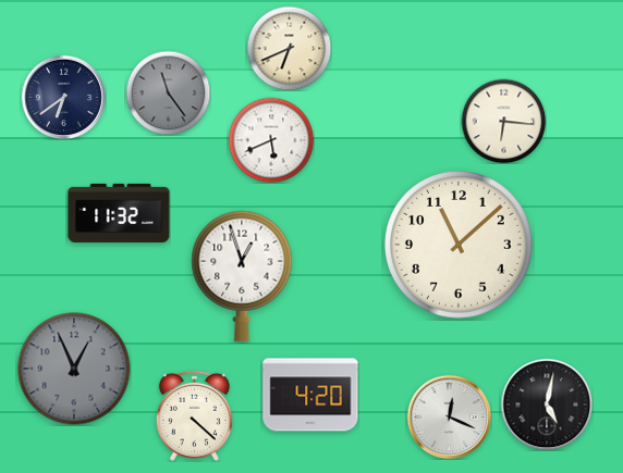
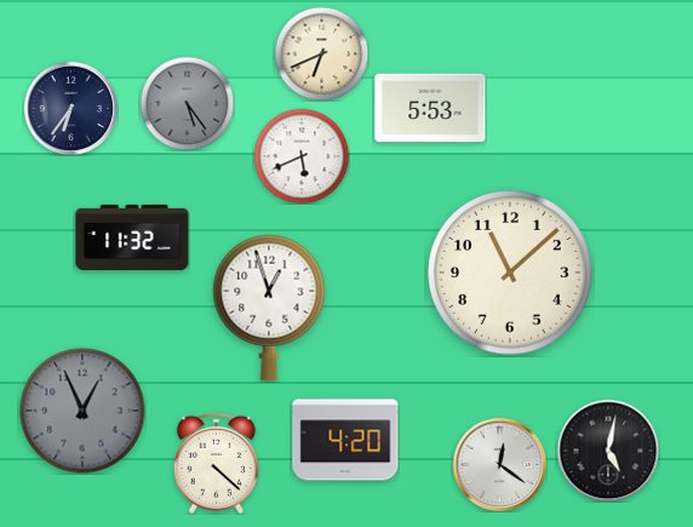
clock at (168, 92): 11:24 -> 5:24
clock at (63, 97): 6:39 -> 6:36
clock at (430, 108): none -> 5:53
clock at (503, 121): 6:16 -> none
clock at (449, 416): 12:19 -> 12:21
